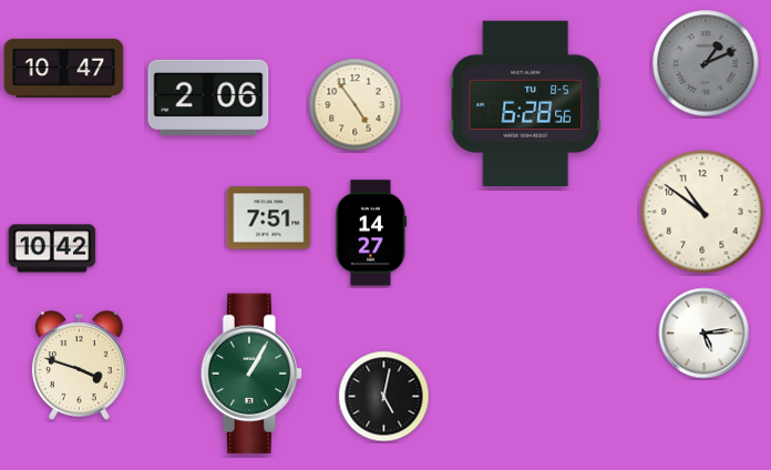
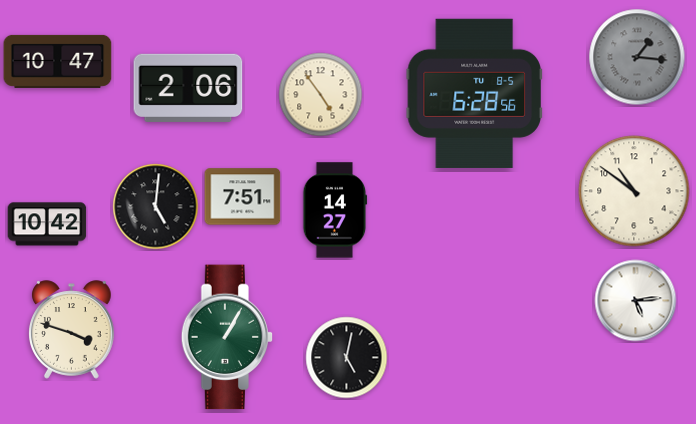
clock at (706, 63): 1:11 -> 1:16
clock at (156, 207): none -> 5:01
